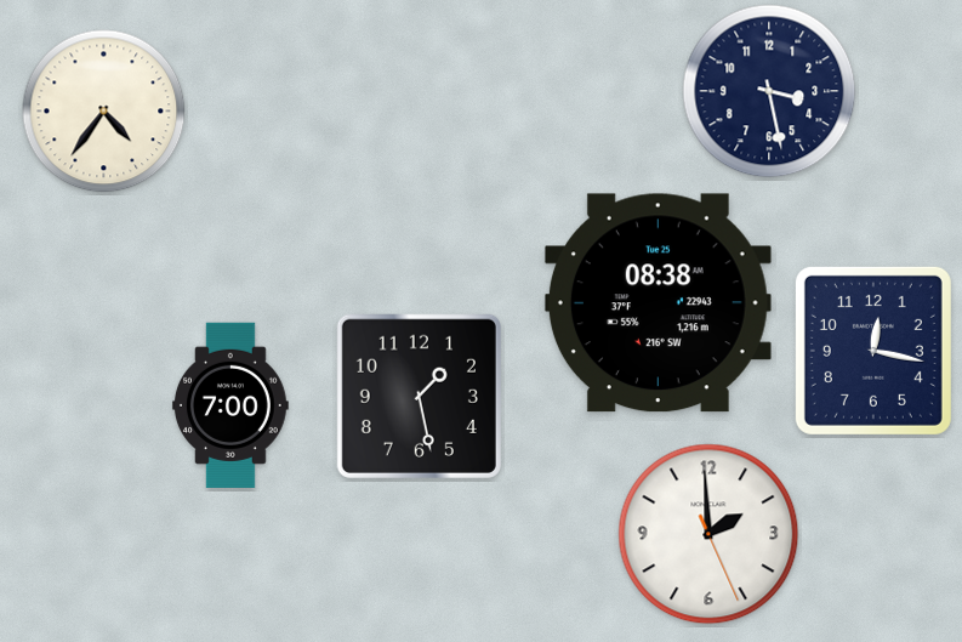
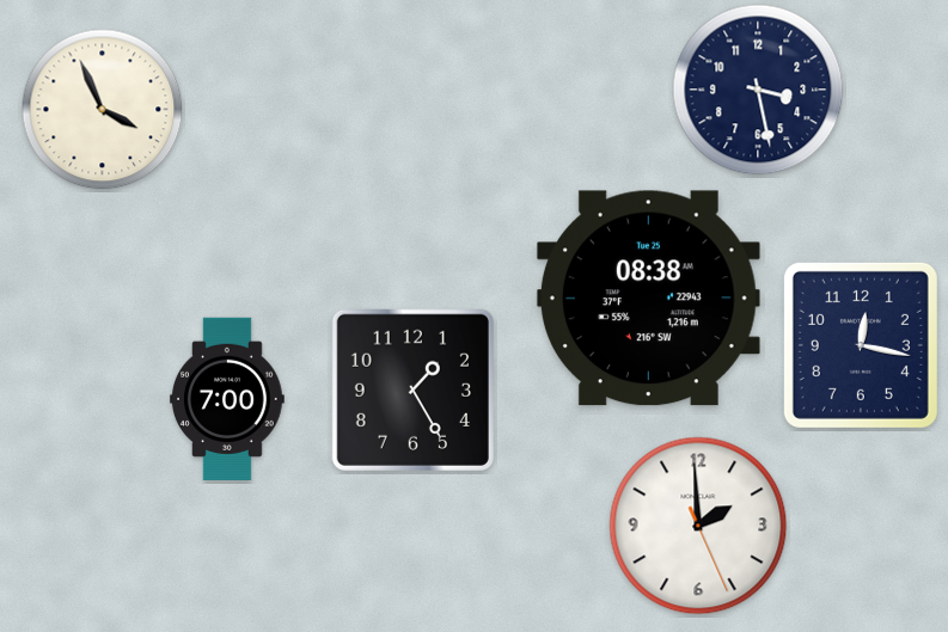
clock at (104, 112): 4:36 -> 3:56
clock at (419, 396): 1:28 -> 1:25
